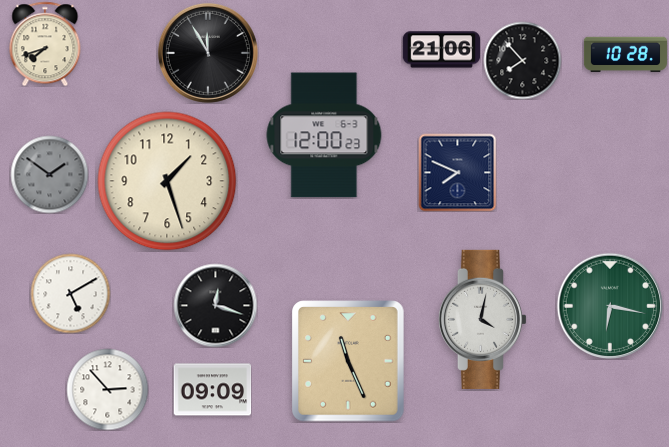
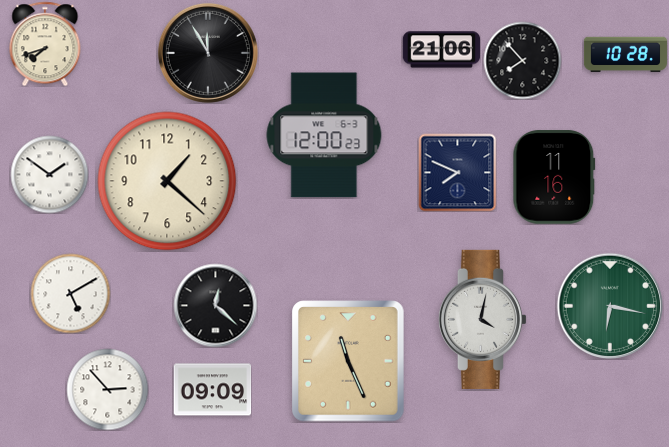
clock at (49, 174) dial: grey -> white
clock at (554, 177): none -> 11:16
clock at (167, 181): 1:27 -> 1:22
clock at (215, 305): 12:18 -> 12:22
